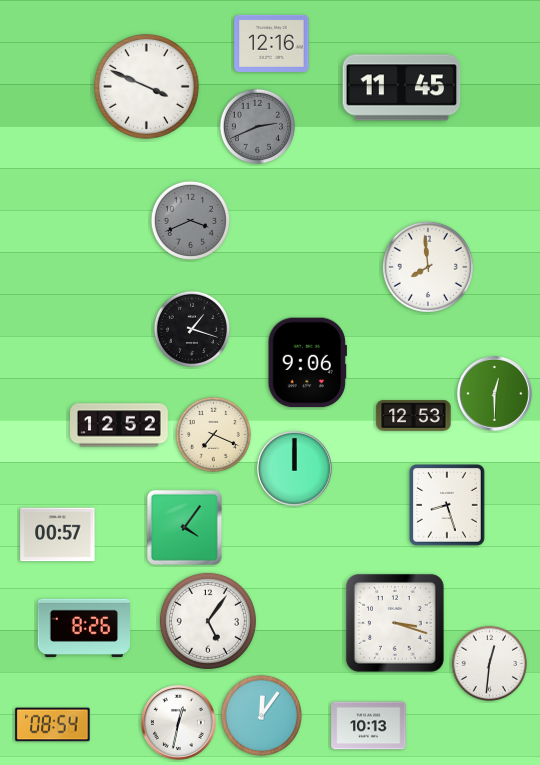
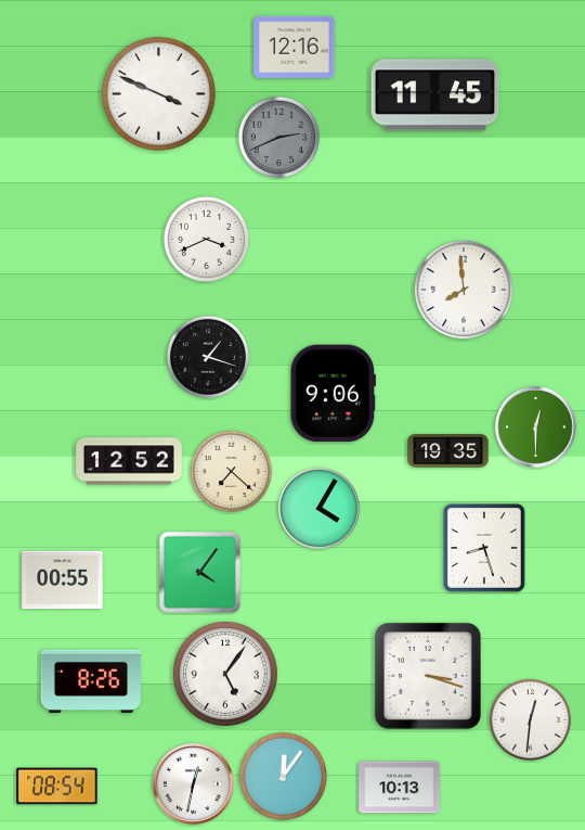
clock at (190, 220) dial: grey -> white
clock at (414, 416): 12:53 -> 19:35
clock at (213, 434): 7:19 -> 7:22
clock at (295, 469): 12:00 -> 4:05
clock at (58, 535): 00:57 -> 00:55
